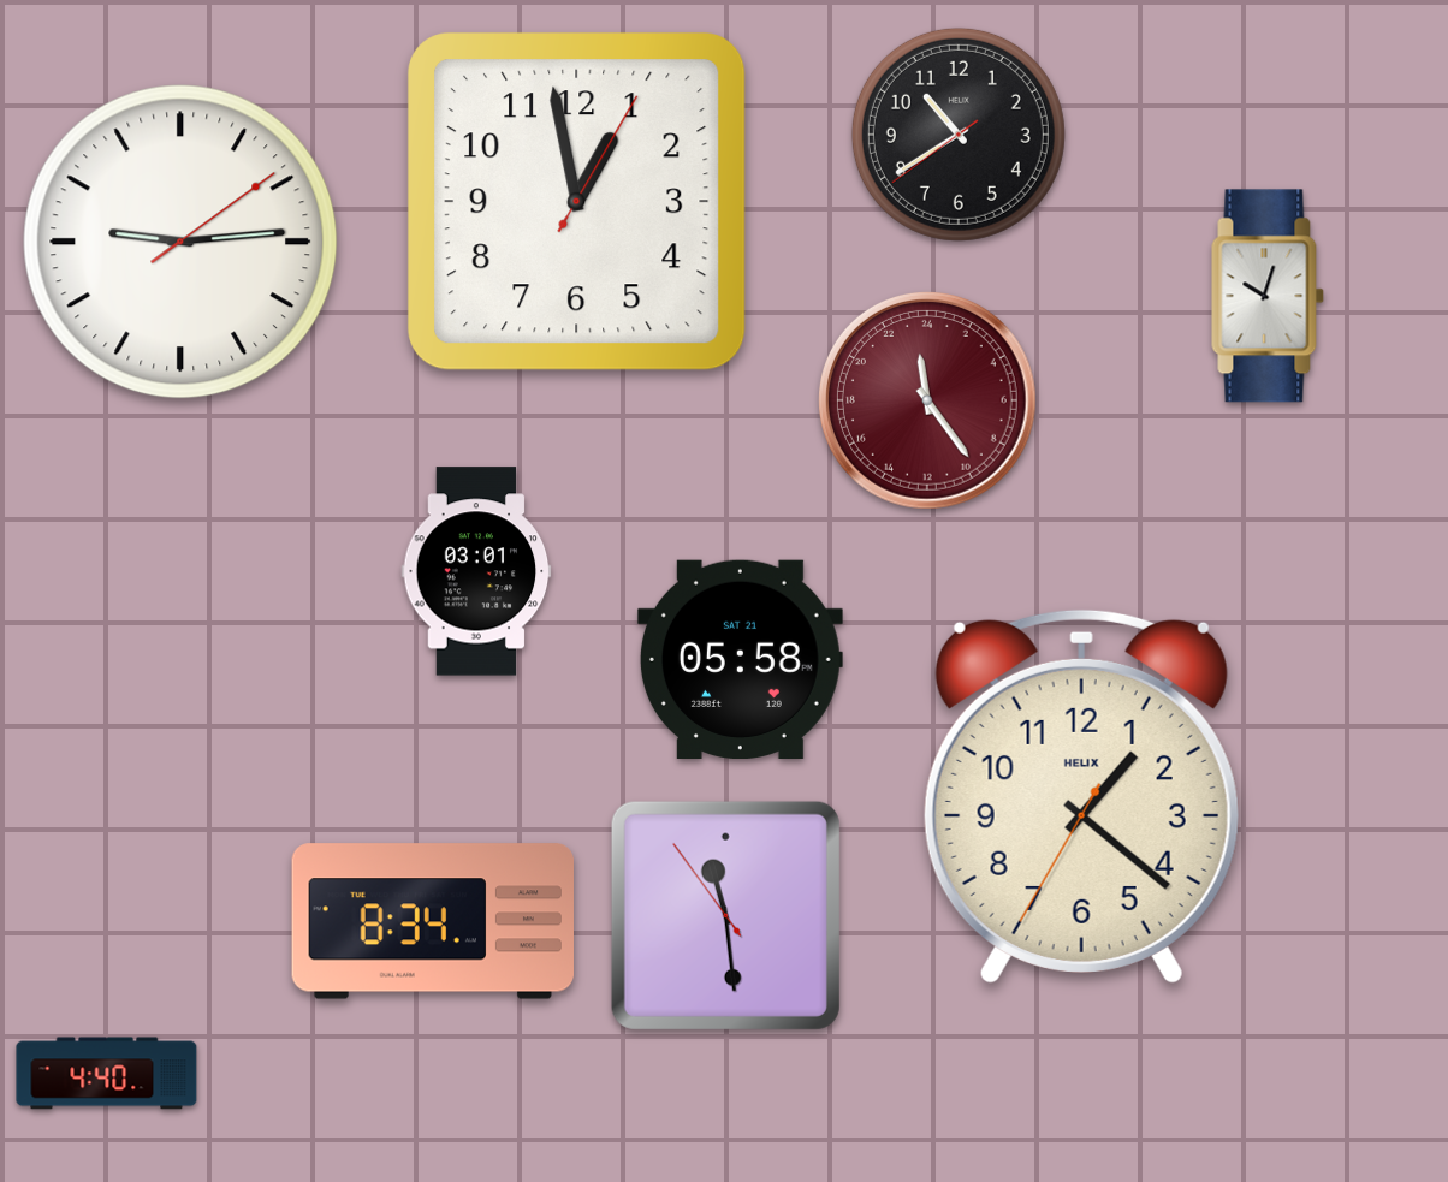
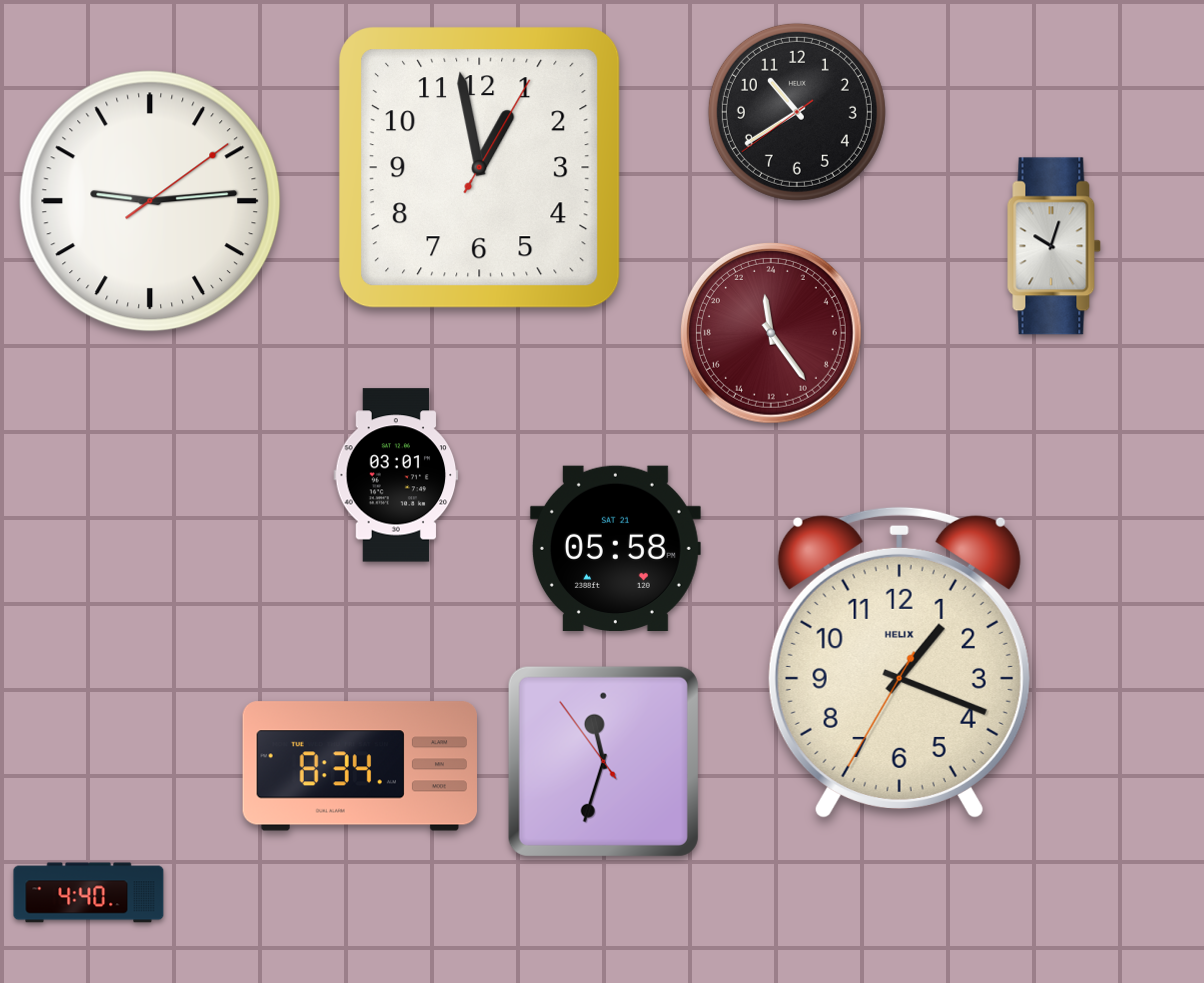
clock at (1081, 796): 1:21 -> 1:18
clock at (725, 915): 11:28 -> 11:32
